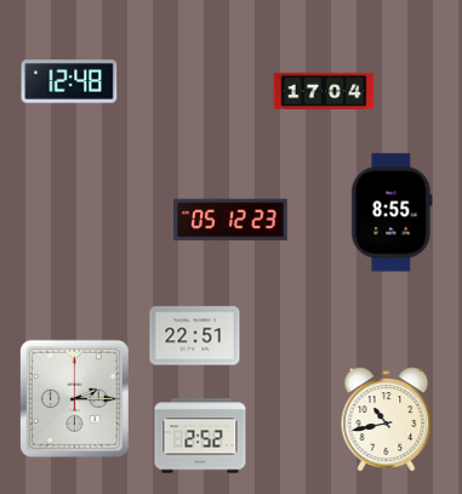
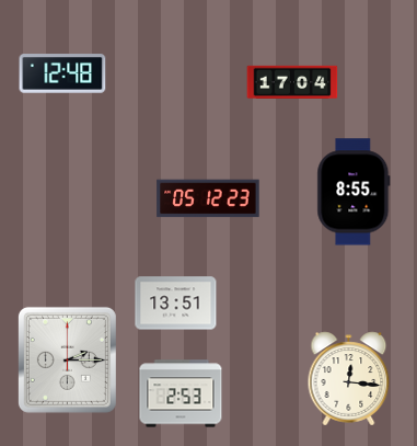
clock at (195, 336): 22:51 -> 13:51
clock at (387, 420): 10:43 -> 12:16
clock at (200, 436): 2:52 -> 2:53
